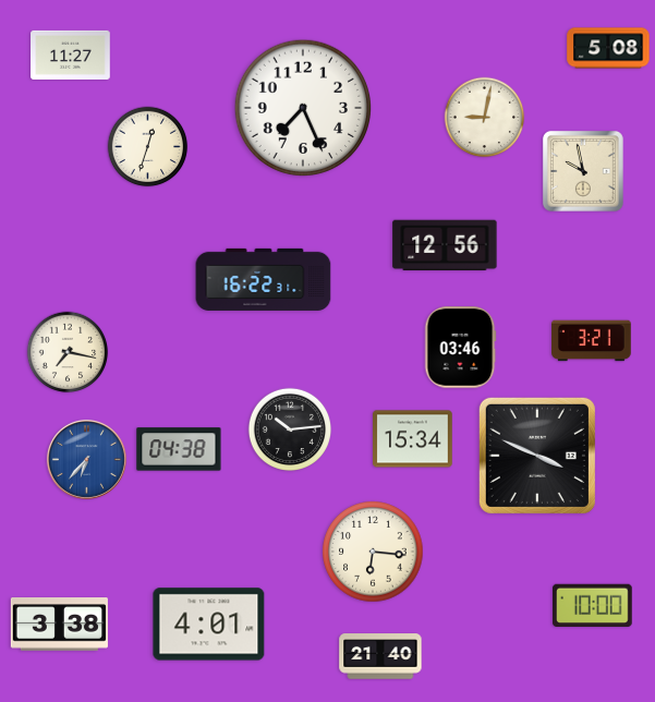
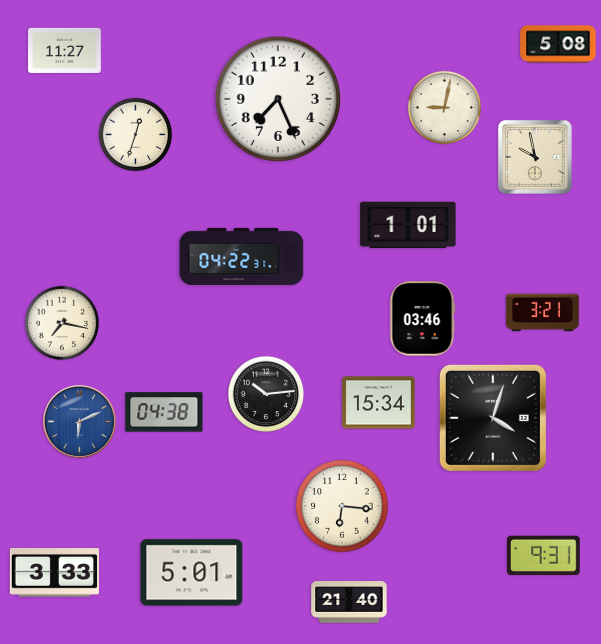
clock at (445, 245): 12:56 -> 1:01
clock at (264, 279): 16:22 -> 04:22
clock at (537, 456): 3:49 -> 4:03
clock at (86, 459): 6:37 -> 6:11
clock at (593, 605): 10:00 -> 9:31
clock at (59, 625): 3:38 -> 3:33
clock at (209, 625): 4:01 -> 5:01
